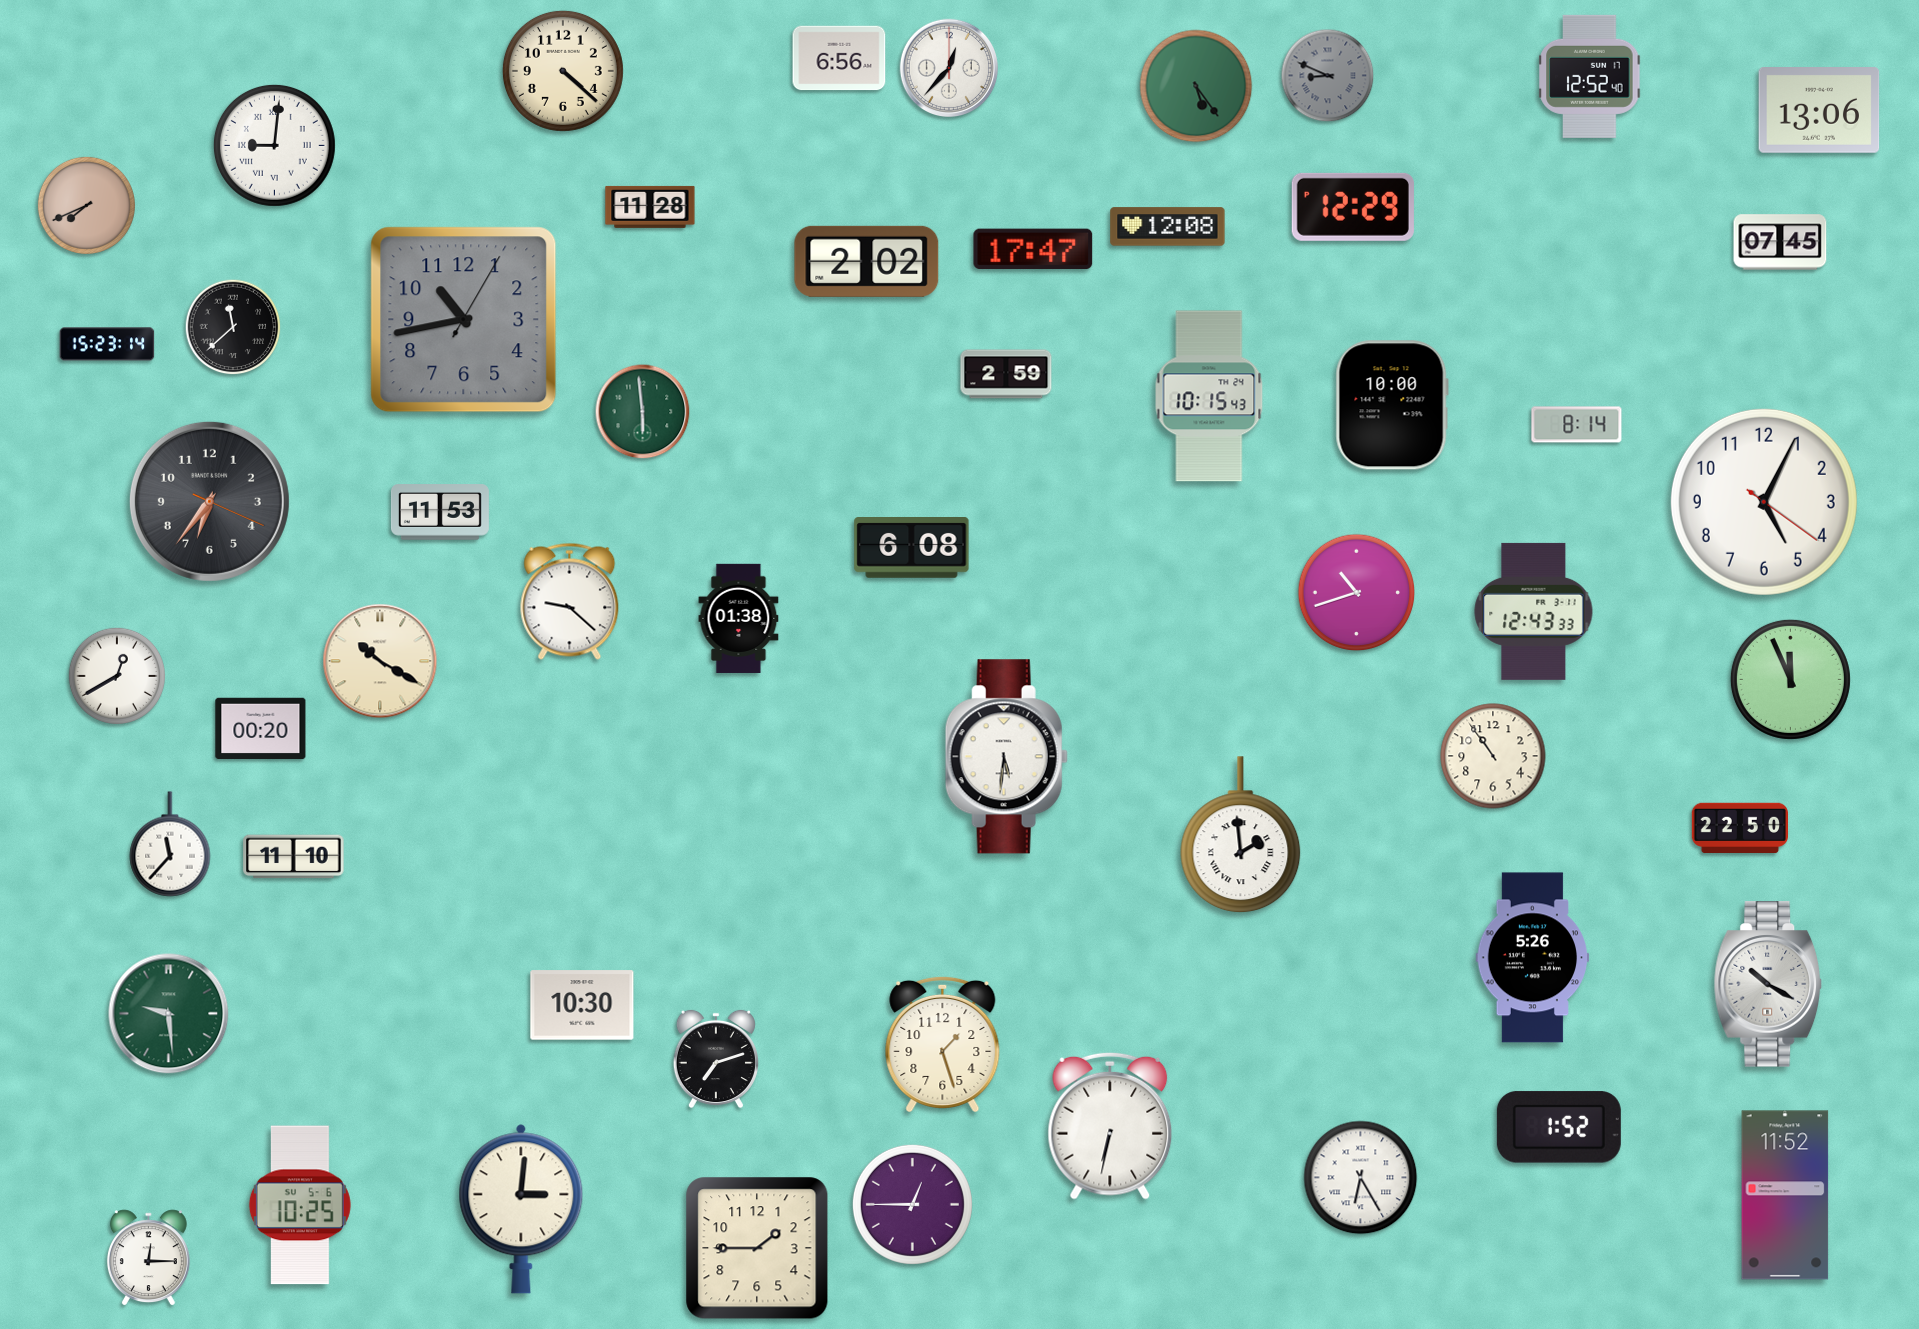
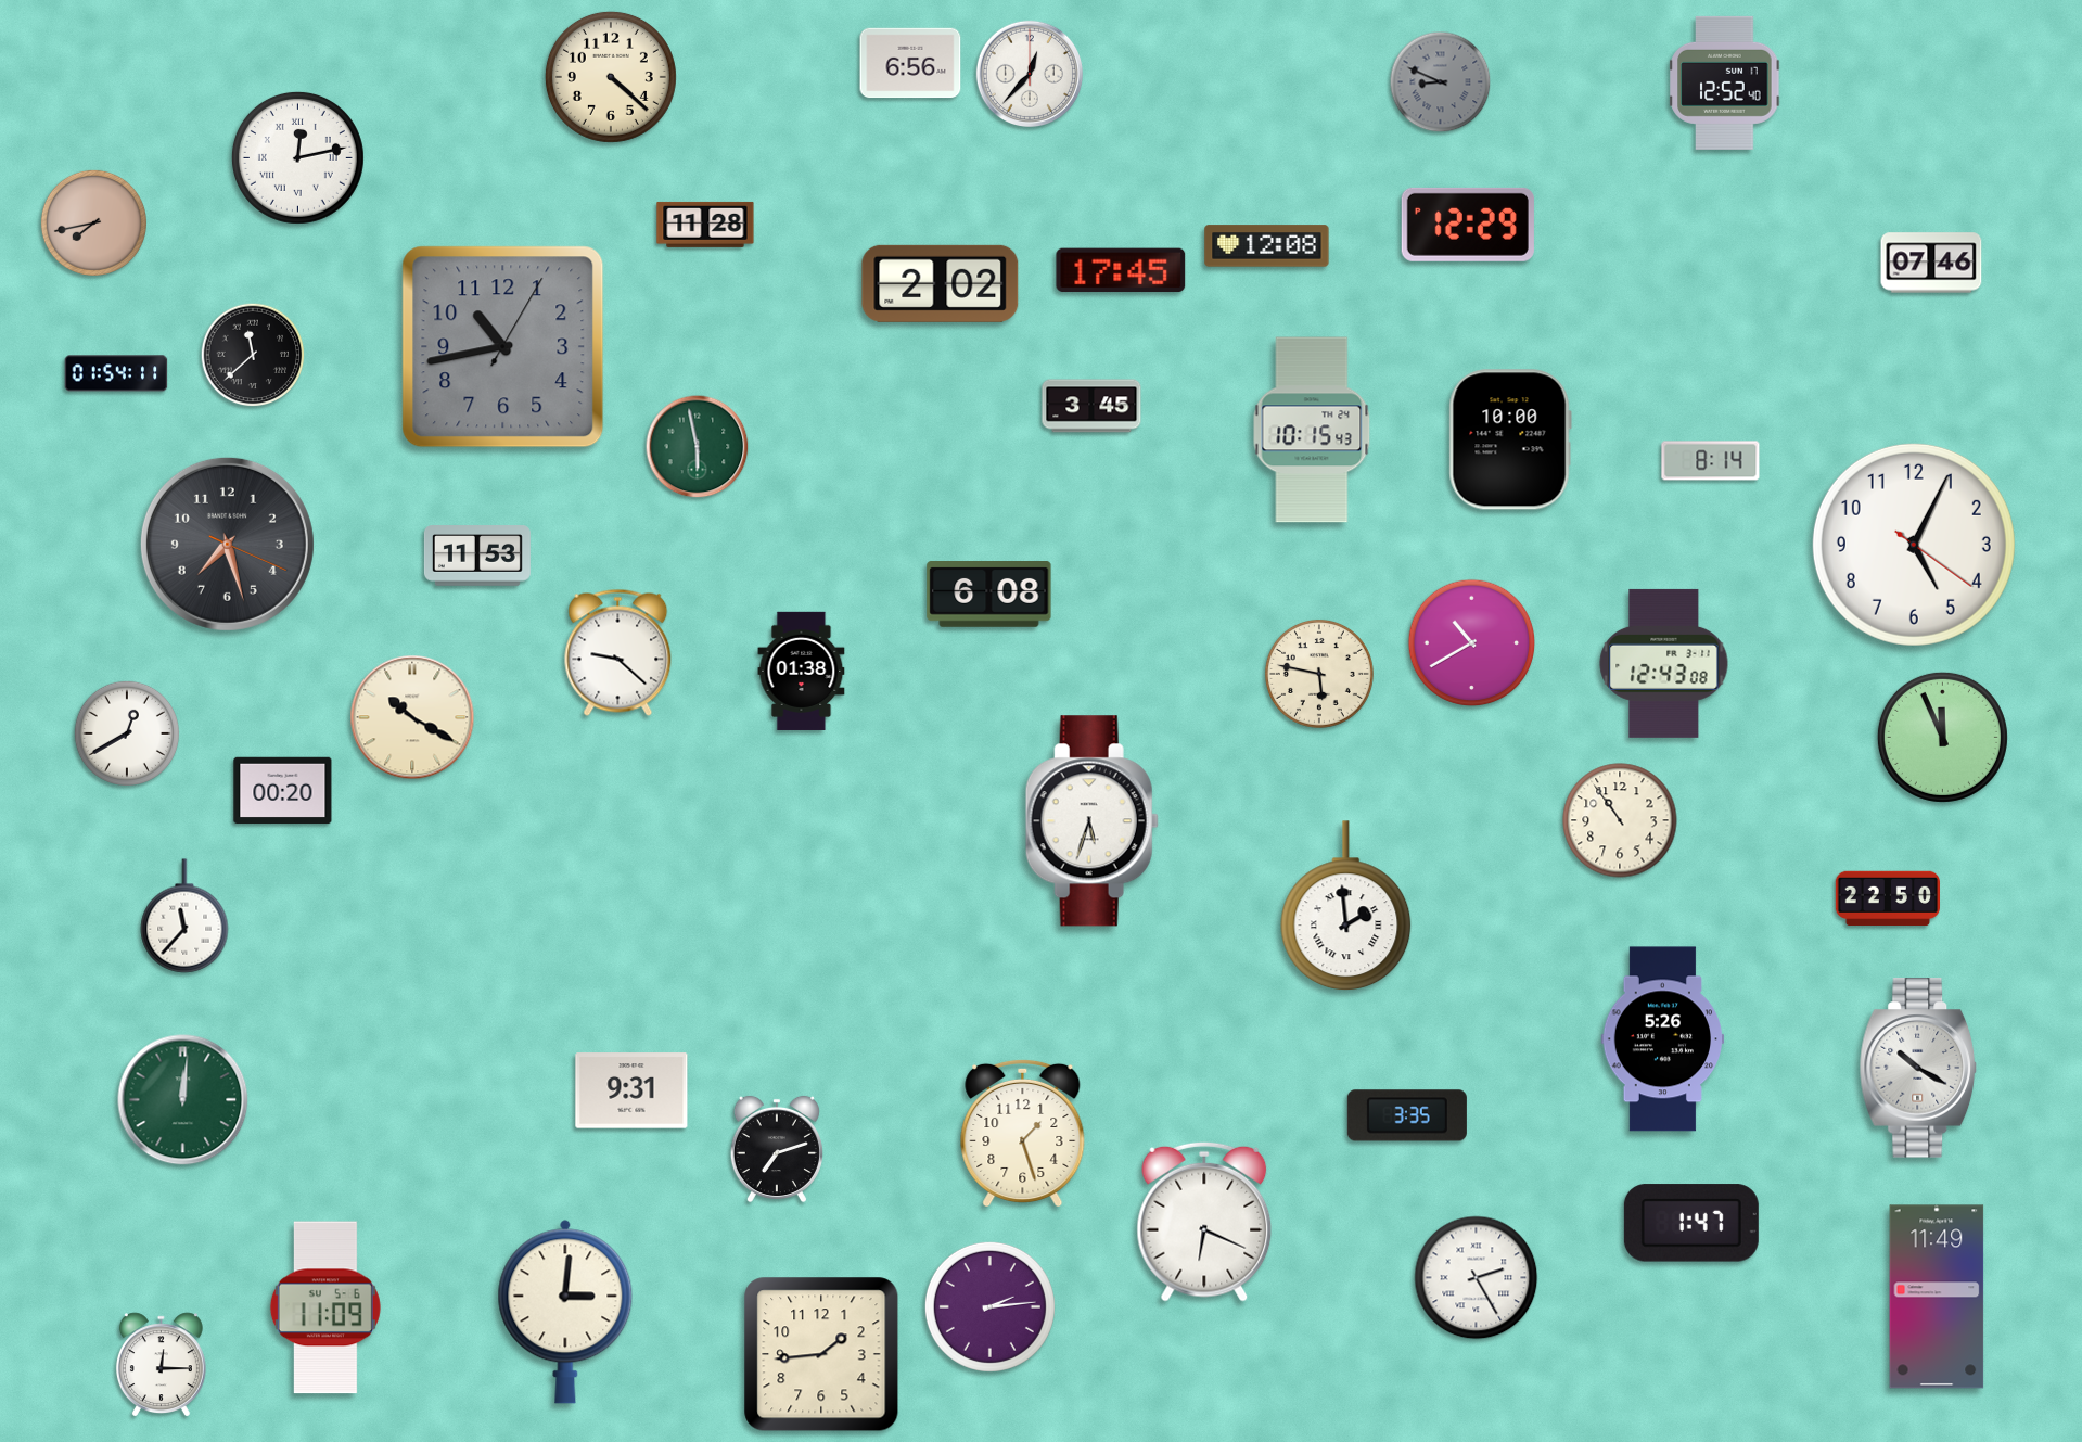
clock at (1196, 86): 5:24 -> none
clock at (1819, 111): 13:06 -> none
clock at (274, 145): 9:01 -> 12:13
clock at (86, 205): 7:41 -> 7:43
clock at (1780, 242): 07:45 -> 07:46
clock at (1033, 249): 17:47 -> 17:45
clock at (107, 344): 15:23 -> 01:54
clock at (1006, 374): 2:59 -> 3:45
clock at (643, 412): 5:59 -> 5:58
clock at (209, 501): 6:36 -> 7:27
clock at (1357, 593): 10:42 -> 10:40
clock at (1534, 611): 12:43:33 -> 12:43:08
clock at (1319, 674): none -> 5:47
clock at (1006, 757): 5:31 -> 5:33
clock at (294, 857): 11:10 -> none
clock at (582, 1005): 10:30 -> 9:31
clock at (169, 1014): 9:29 -> 12:01
clock at (1407, 1115): none -> 3:35
clock at (1110, 1126): 6:32 -> 6:19
clock at (1559, 1127): 1:52 -> 1:47
clock at (1361, 1178): 6:25 -> 2:25
clock at (1785, 1195): 11:52 -> 11:49
clock at (912, 1204): 12:45 -> 2:14
clock at (300, 1205): 10:25 -> 11:09
clock at (757, 1248): 1:45 -> 1:44
